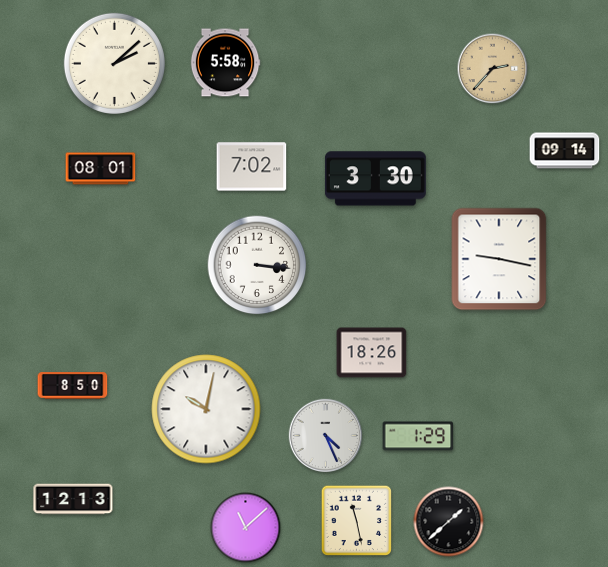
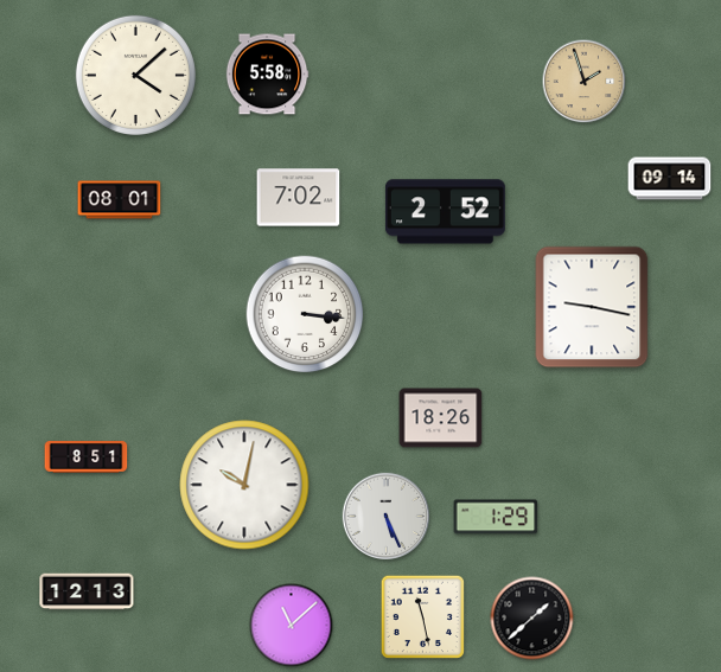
clock at (114, 63): 2:08 -> 4:08
clock at (493, 69): 2:37 -> 1:57
clock at (375, 179): 3:30 -> 2:52
clock at (73, 386): 8:50 -> 8:51
clock at (326, 436): 4:26 -> 5:26
